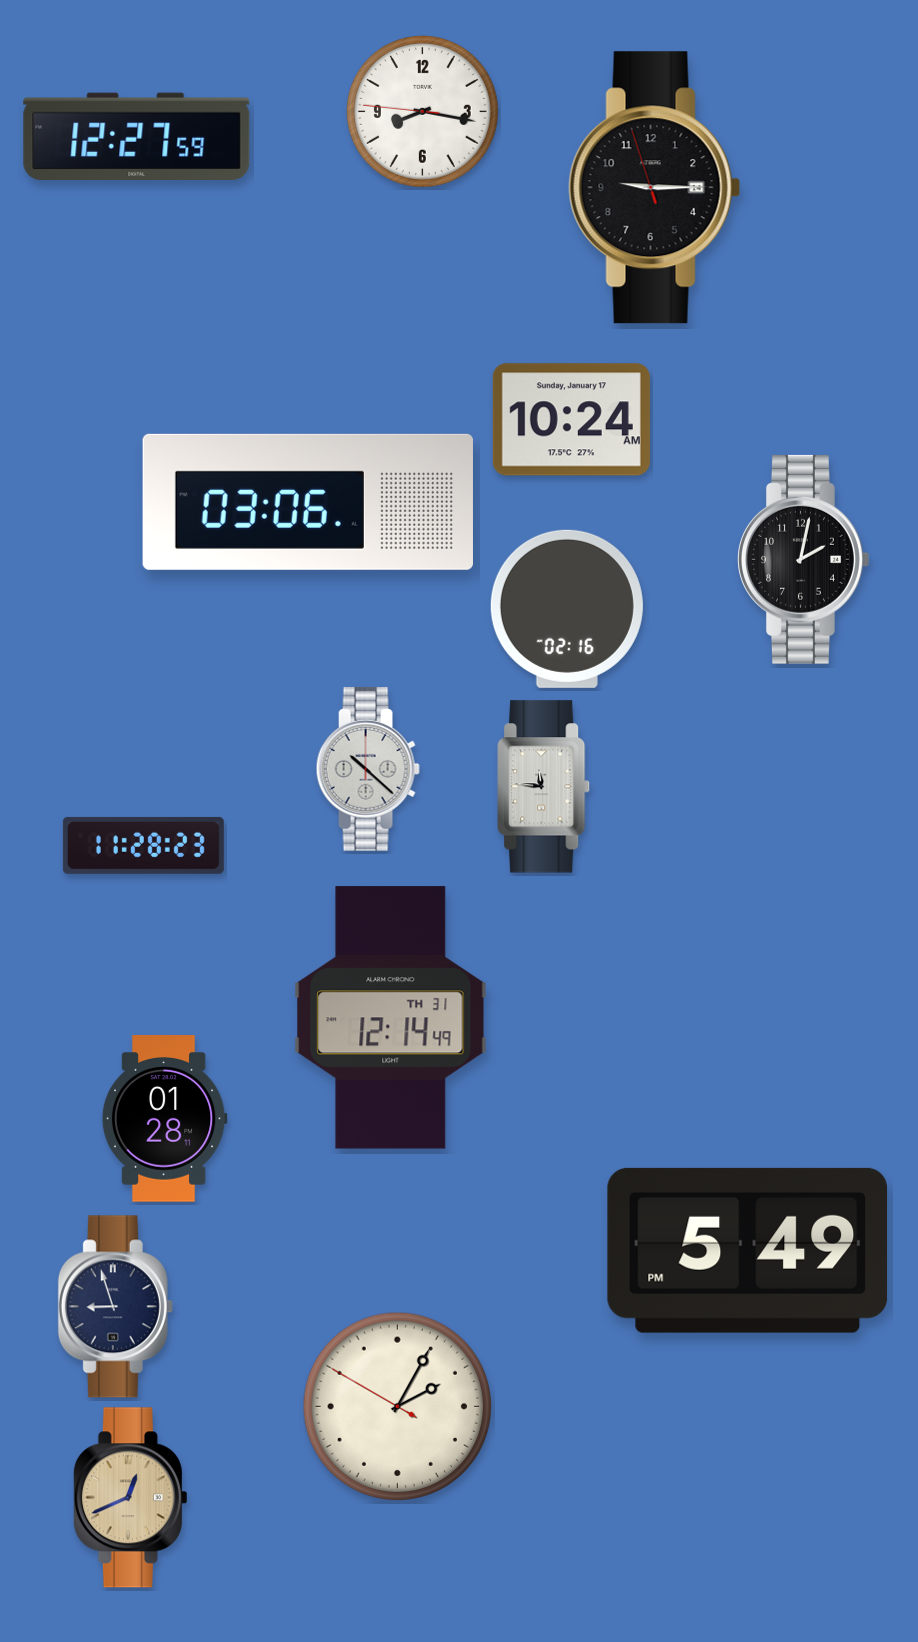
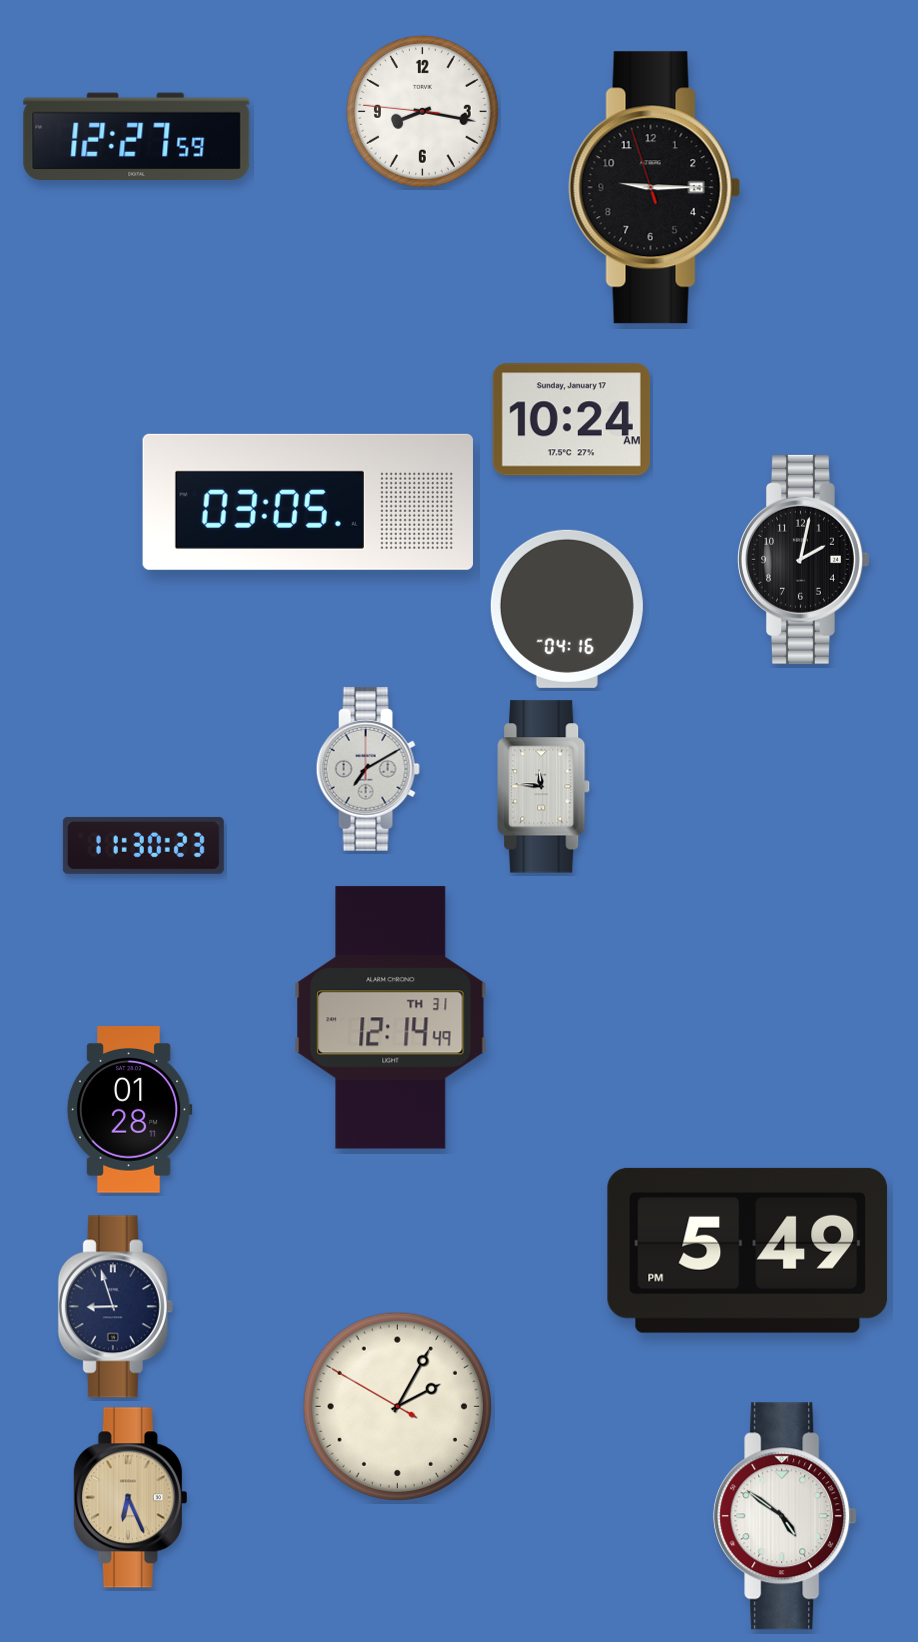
clock at (308, 502): 03:06 -> 03:05
clock at (567, 609): 02:16 -> 04:16
clock at (368, 769): 10:22 -> 7:10
clock at (143, 845): 11:28 -> 11:30
clock at (164, 1119) position: (164, 1119) -> (129, 1110)
clock at (130, 1498): 12:41 -> 6:26
clock at (785, 1516): none -> 4:51
